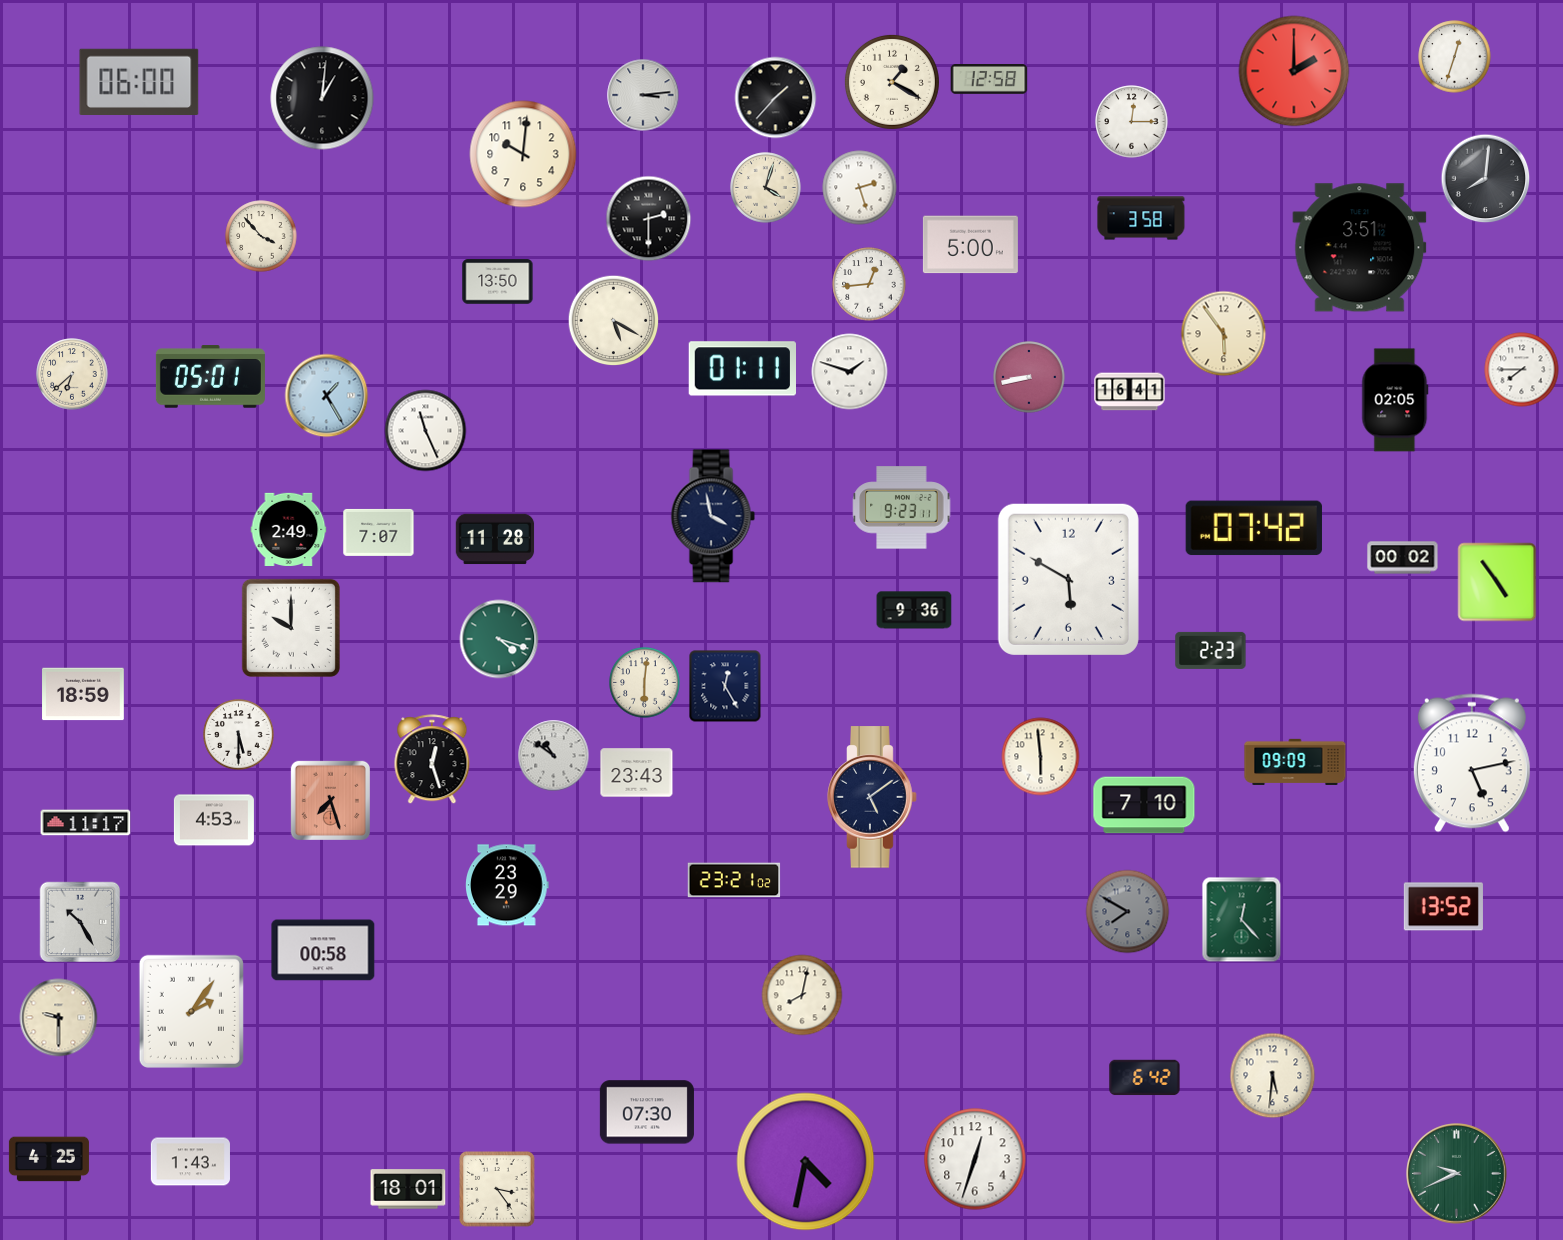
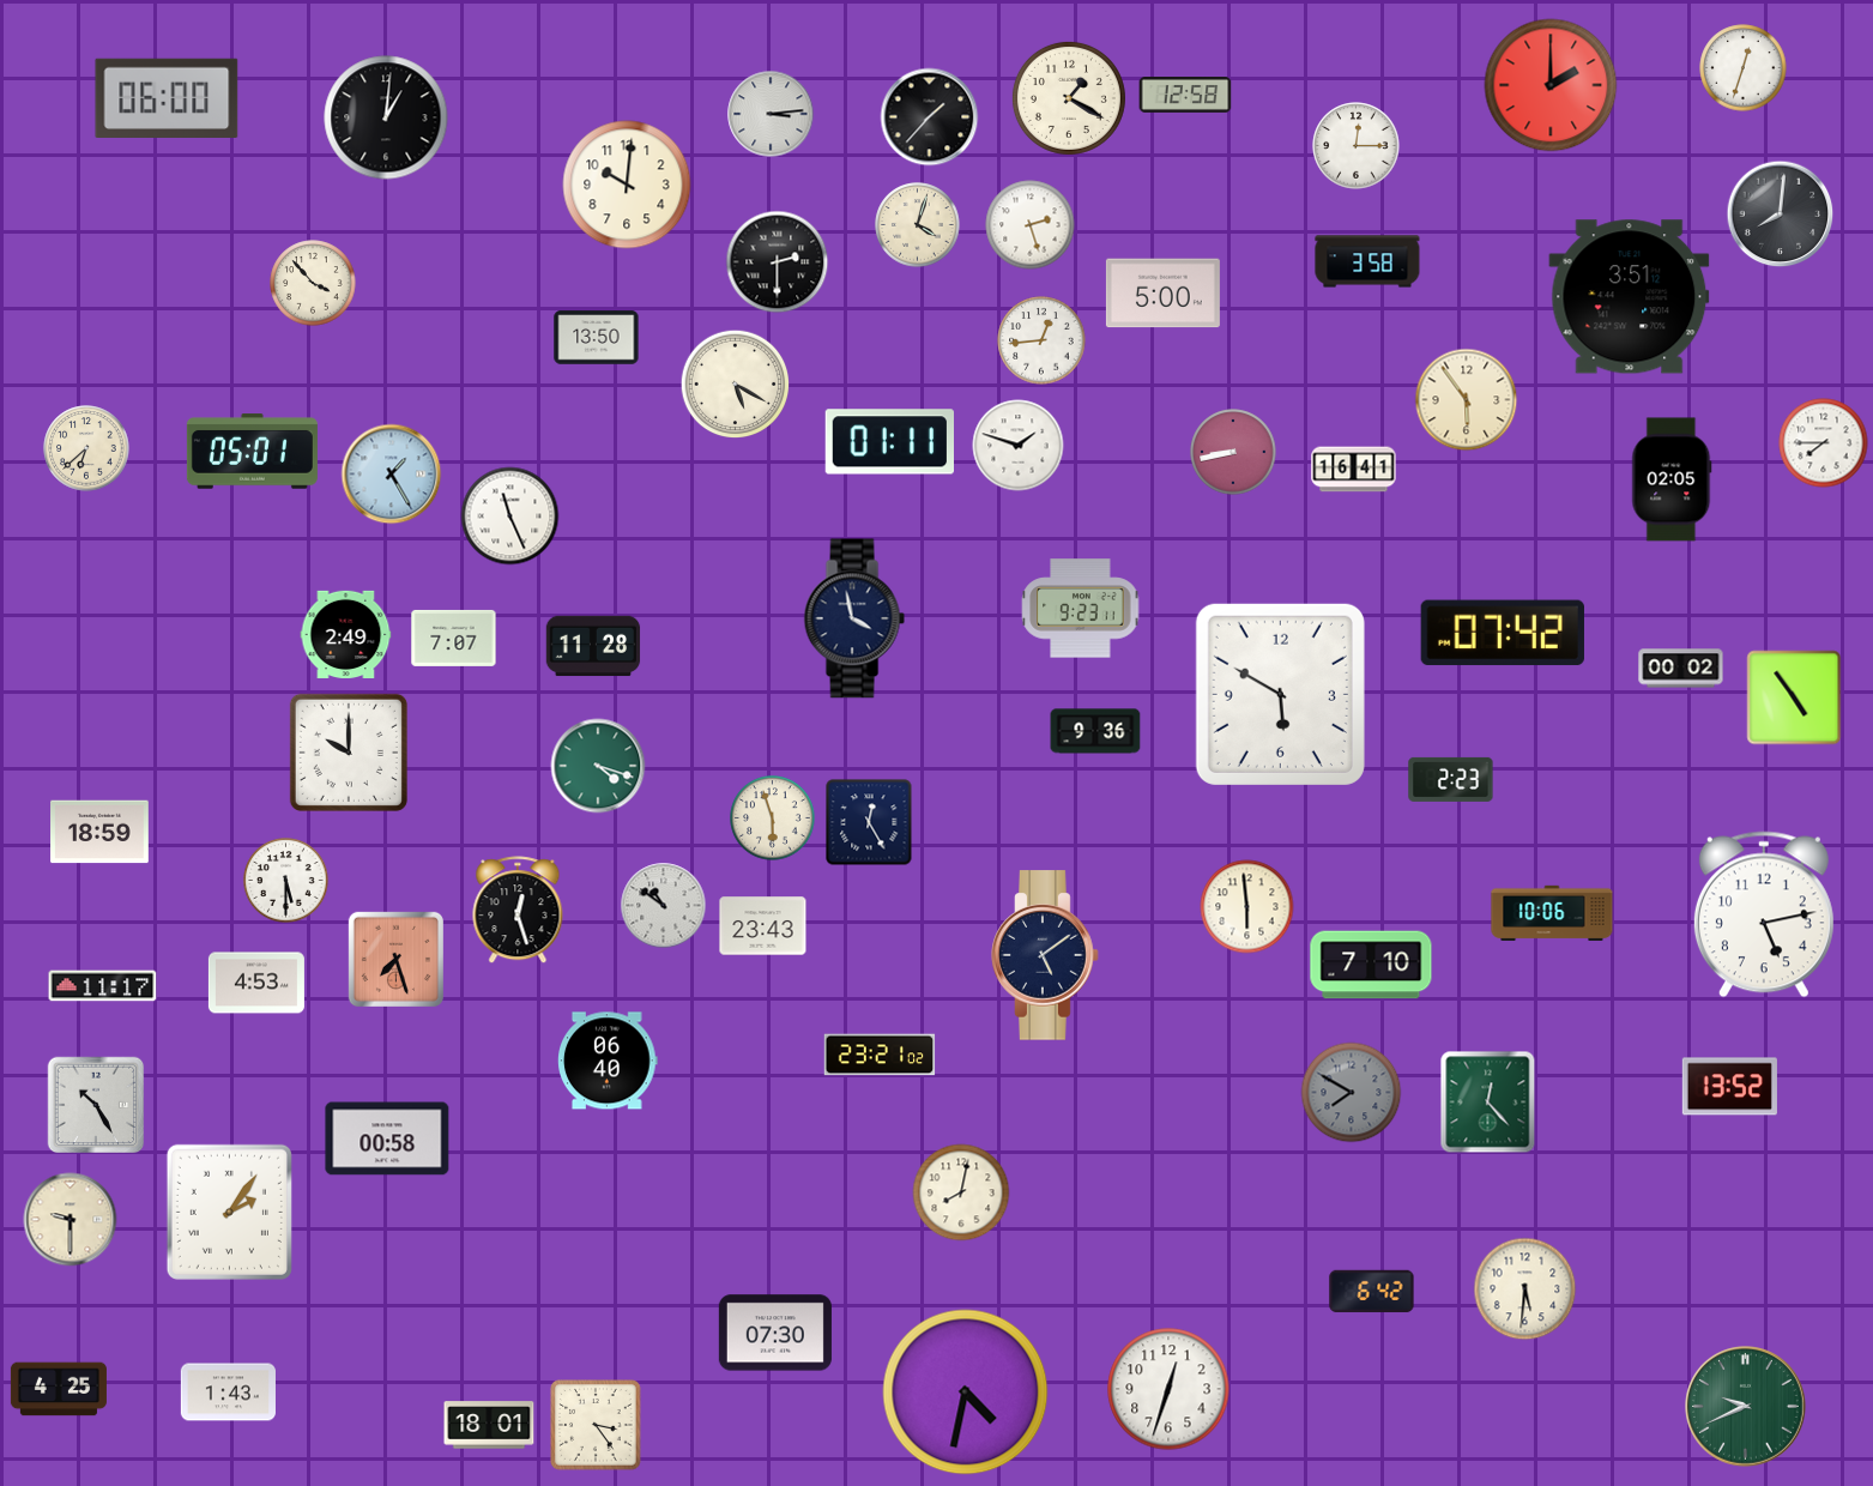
clock at (645, 683): 6:01 -> 5:57
clock at (1295, 762): 09:09 -> 10:06
clock at (508, 885): 23:29 -> 06:40
